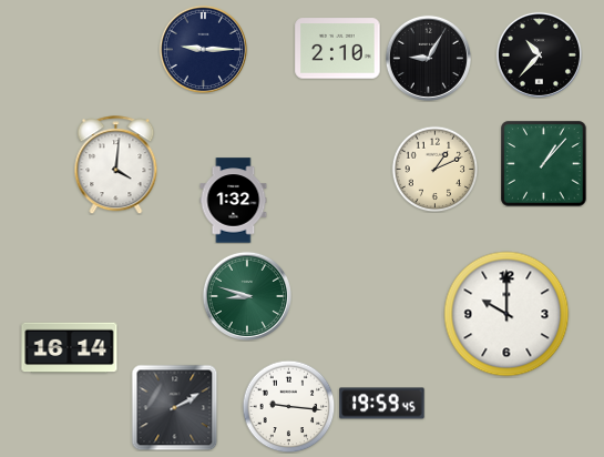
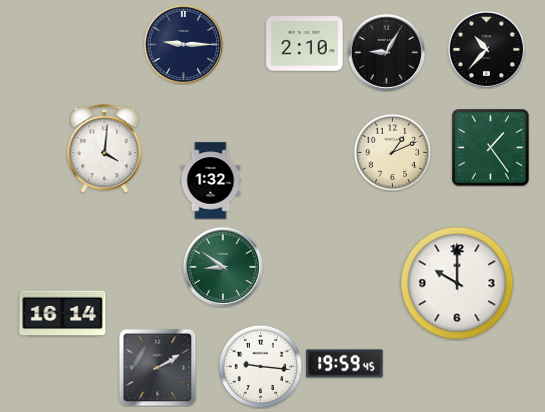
clock at (544, 164): 1:07 -> 1:24
clock at (246, 295): 8:48 -> 8:51
